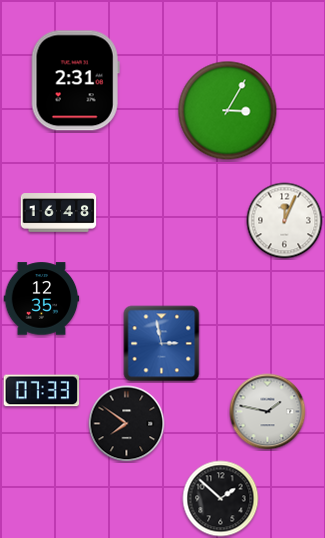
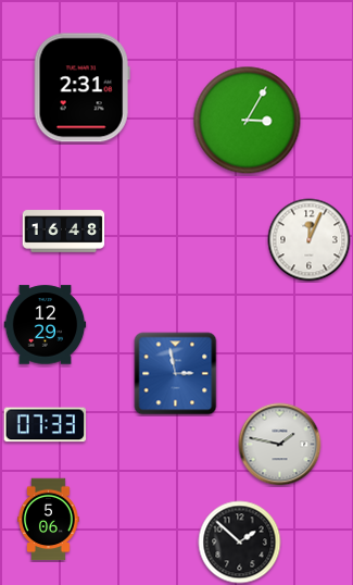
clock at (42, 299): 12:35 -> 12:29
clock at (268, 412) position: (268, 412) -> (280, 445)
clock at (127, 424): 7:51 -> none
clock at (49, 520): none -> 5:06
